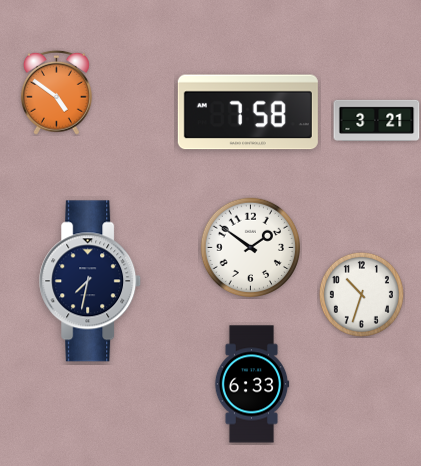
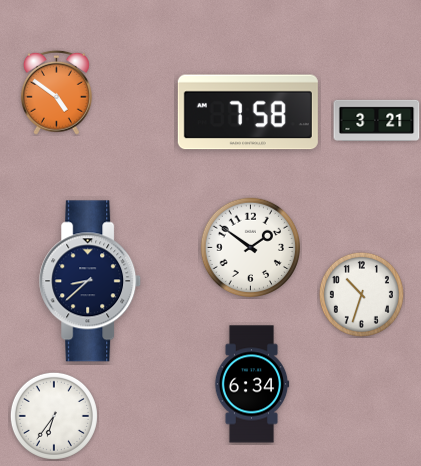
clock at (91, 281): 7:32 -> 8:38
clock at (252, 384): 6:33 -> 6:34
clock at (54, 416): none -> 6:36
